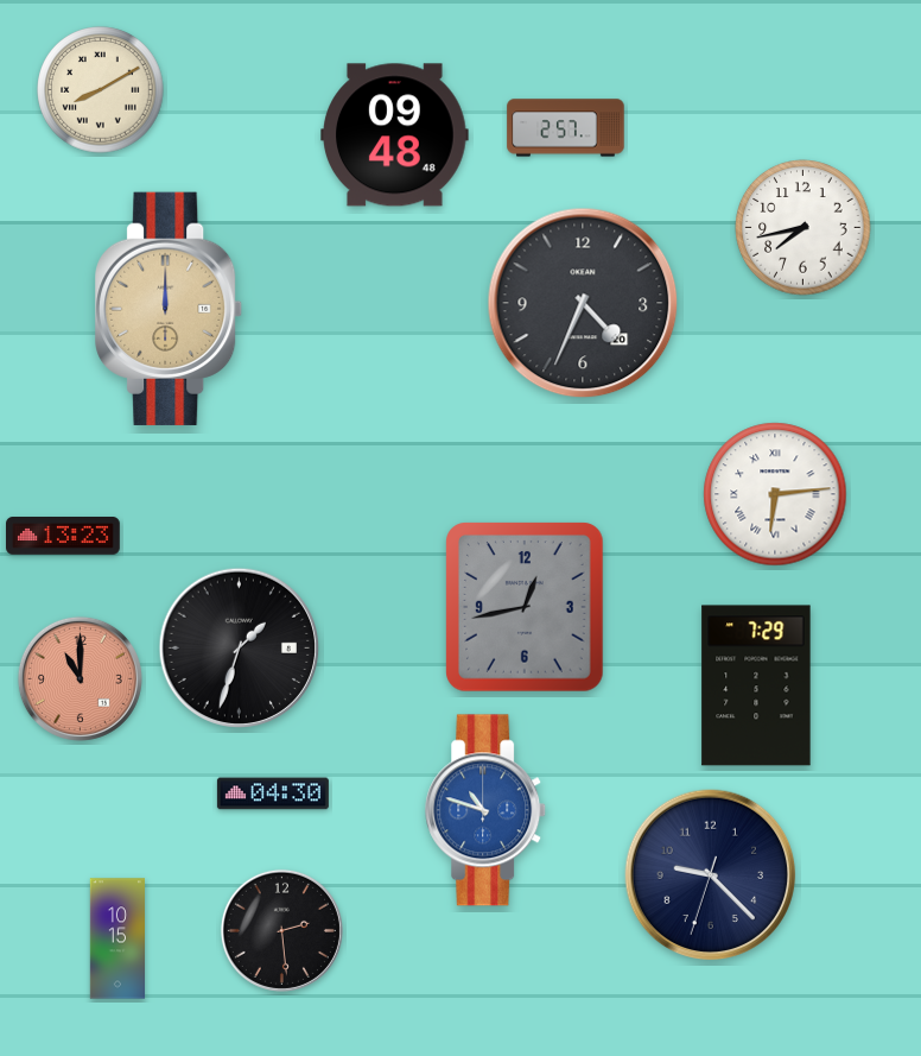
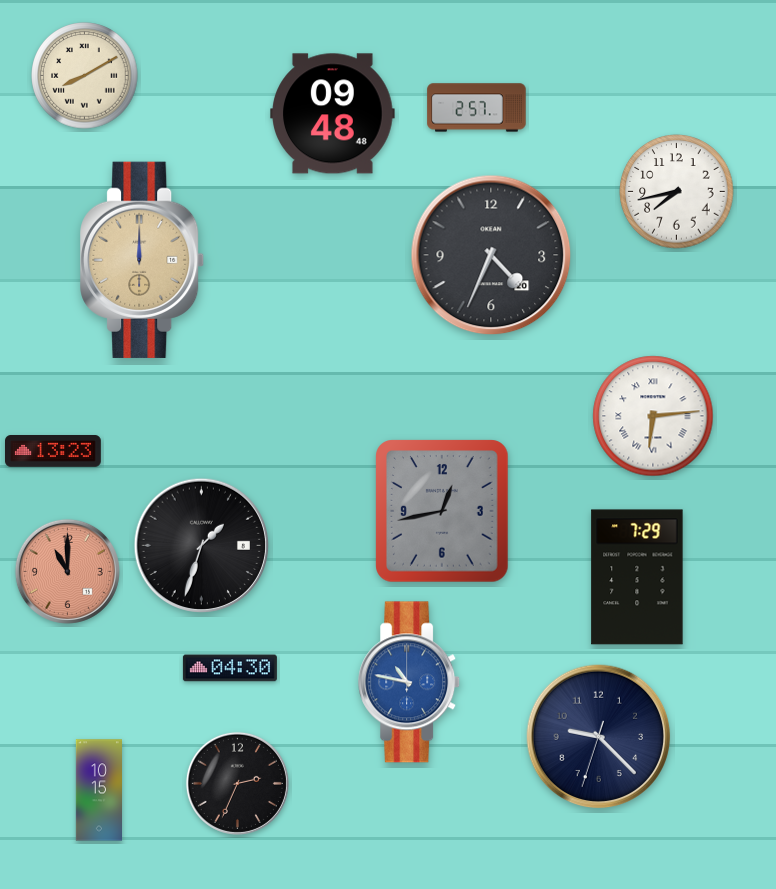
clock at (487, 810): 10:48 -> 10:47
clock at (281, 930): 2:29 -> 2:34
